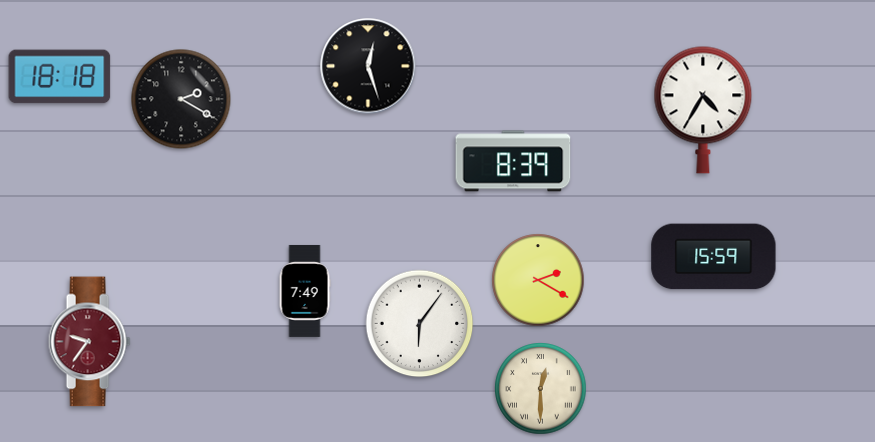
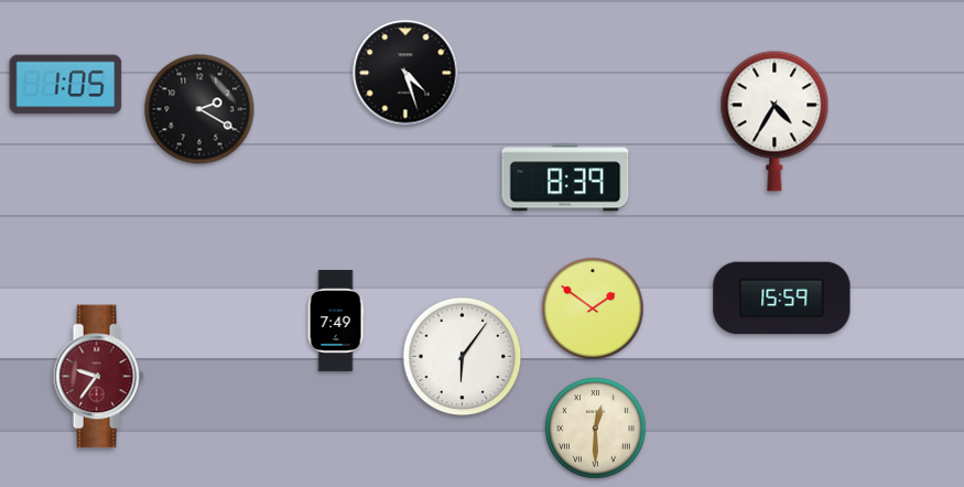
clock at (368, 66): 12:27 -> 4:27
clock at (60, 77): 18:18 -> 1:05
clock at (714, 257) position: (714, 257) -> (782, 299)
clock at (538, 280): 2:20 -> 1:51
